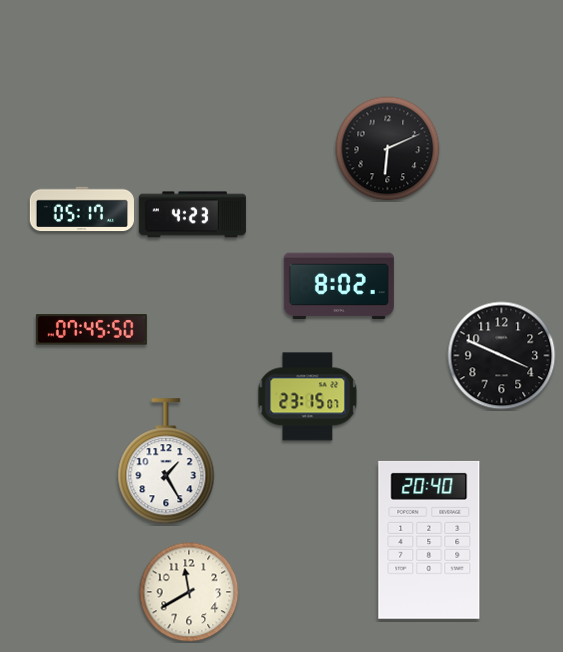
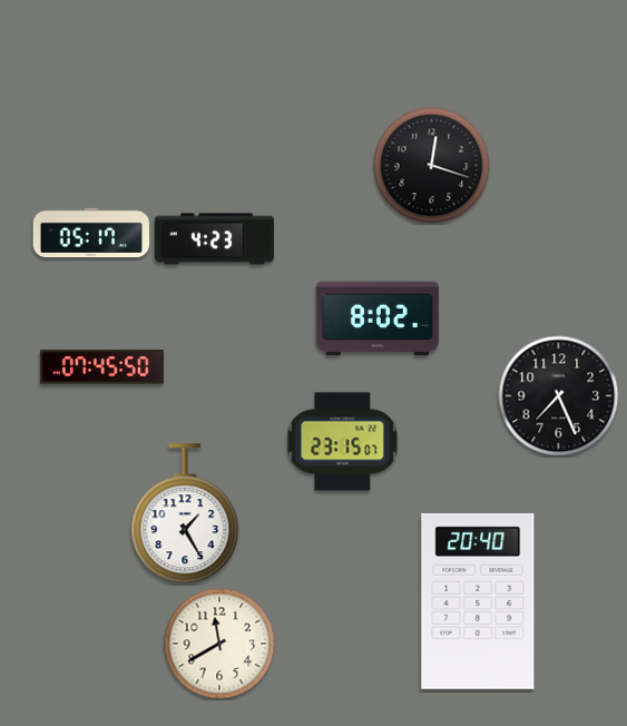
clock at (388, 149): 6:11 -> 12:18
clock at (502, 356): 3:49 -> 7:26
clock at (189, 592) position: (189, 592) -> (219, 644)
